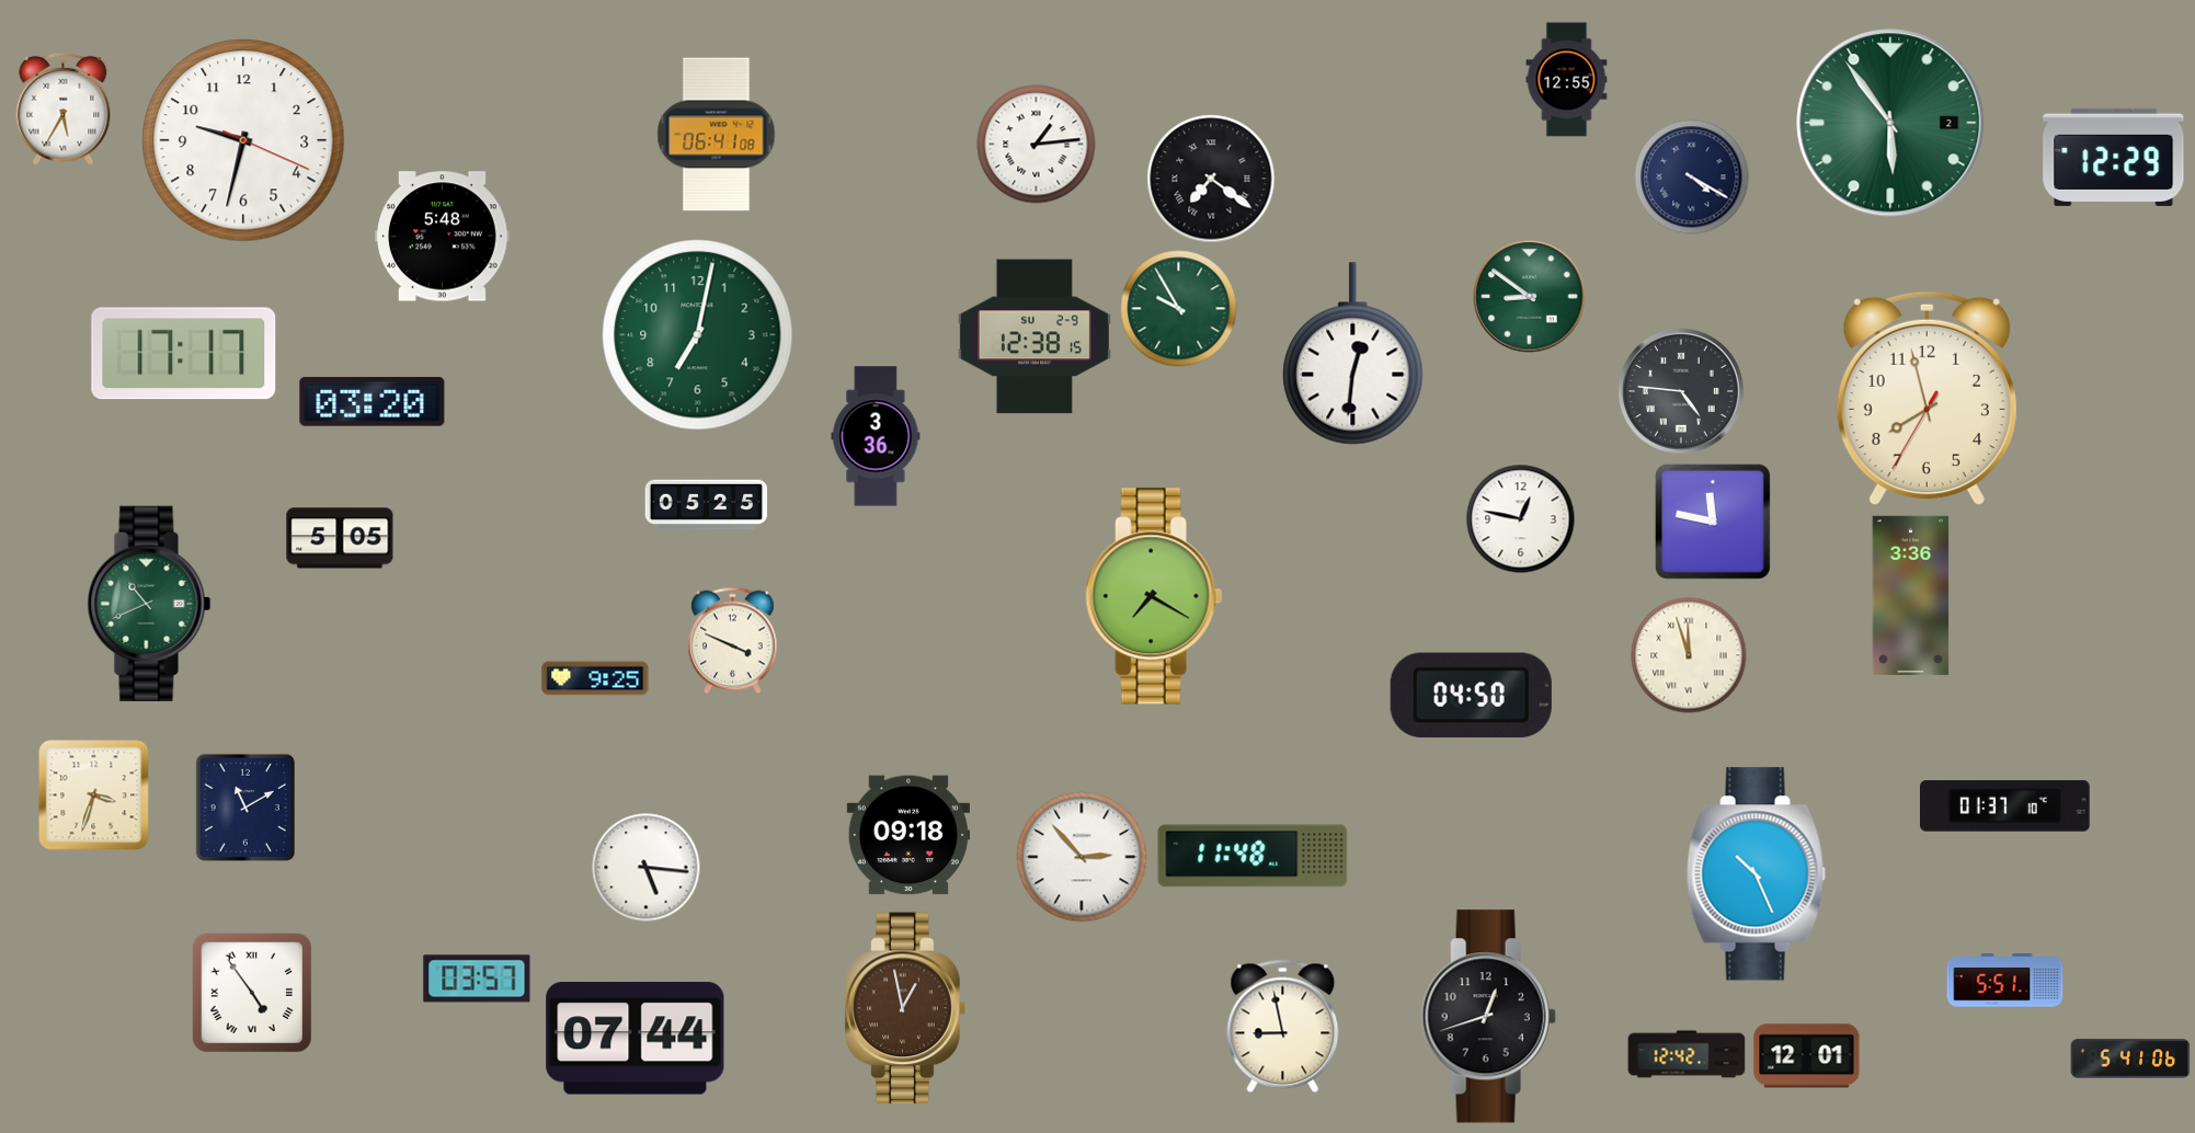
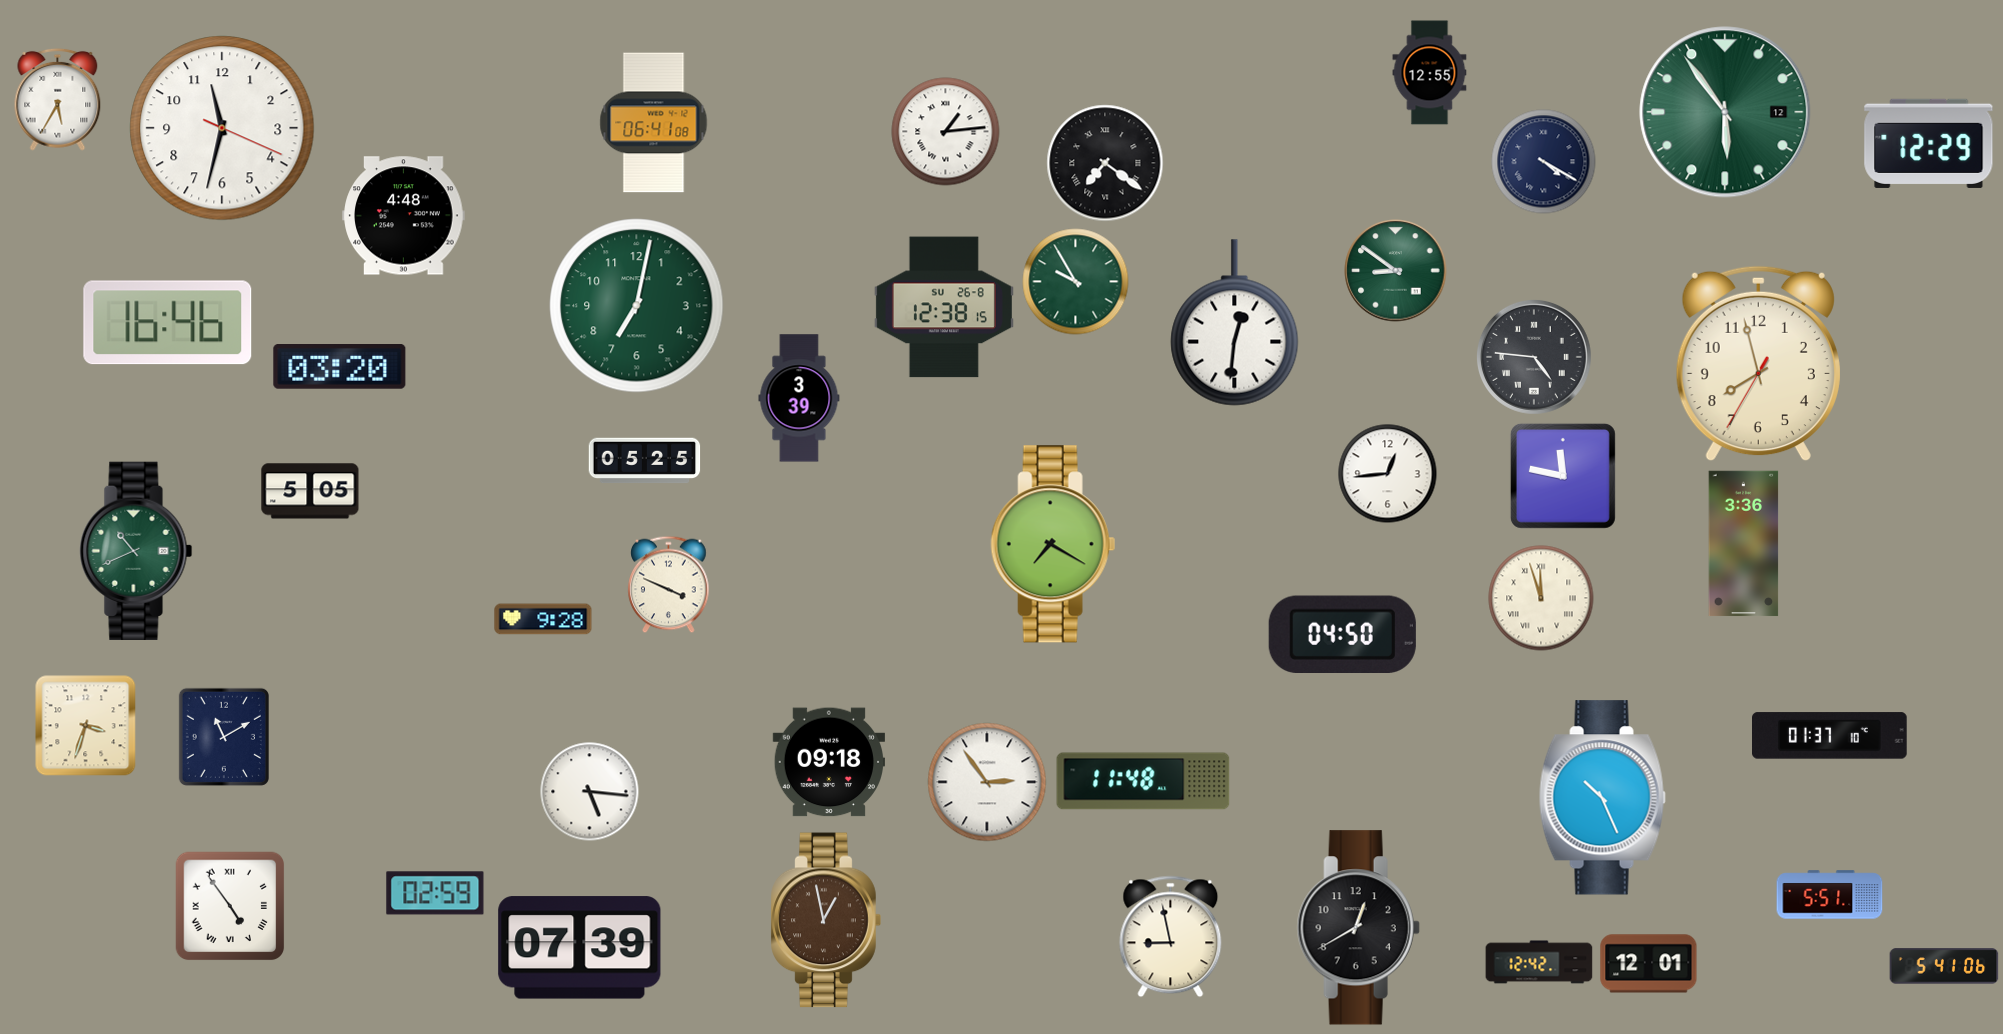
clock at (1890, 123) date: 2 -> 12
clock at (243, 140): 9:32 -> 11:32
clock at (443, 237): 5:48 -> 4:48
clock at (1034, 336) date: SU 2-9 -> SU 26-8
clock at (184, 354): 17:17 -> 16:46
clock at (876, 436): 3:36 -> 3:39
clock at (1521, 519): 12:47 -> 12:44
clock at (595, 678): 9:25 -> 9:28
clock at (1082, 857): 2:53 -> 2:54
clock at (477, 978): 03:57 -> 02:59
clock at (1488, 1017): 12:42 -> 12:40
clock at (636, 1039): 07:44 -> 07:39
